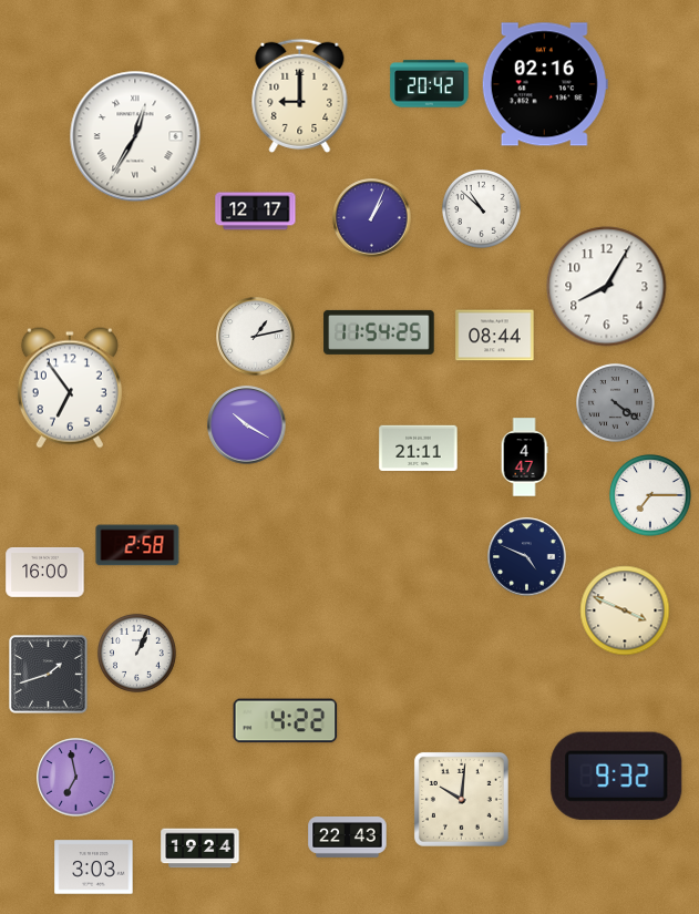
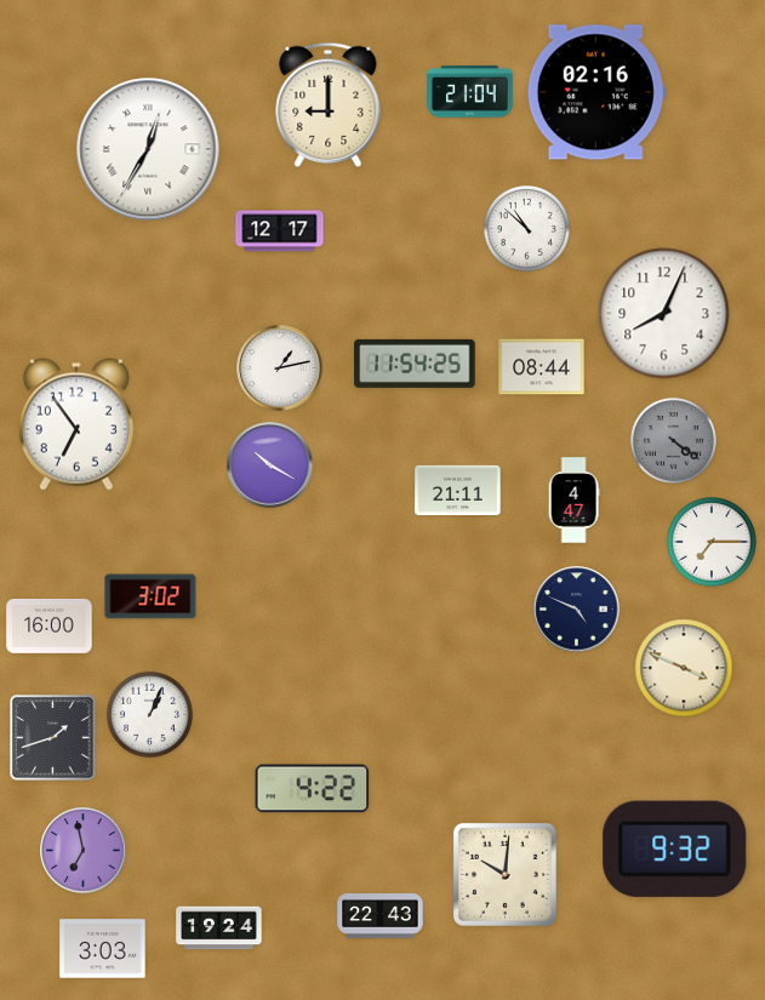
clock at (430, 84): 20:42 -> 21:04
clock at (372, 218): 1:04 -> none
clock at (607, 287): 8:05 -> 8:04
clock at (137, 545): 2:58 -> 3:02
